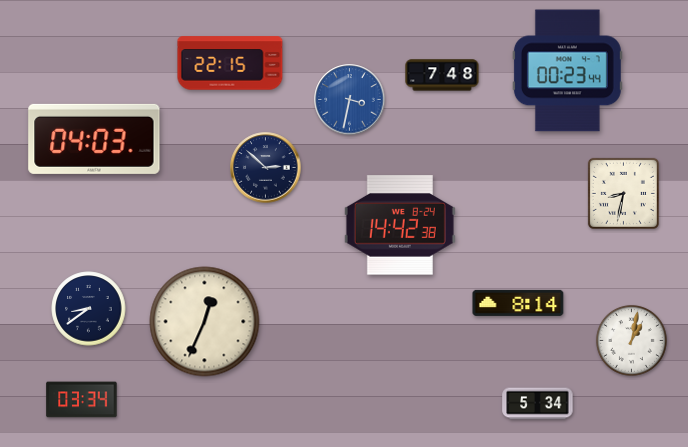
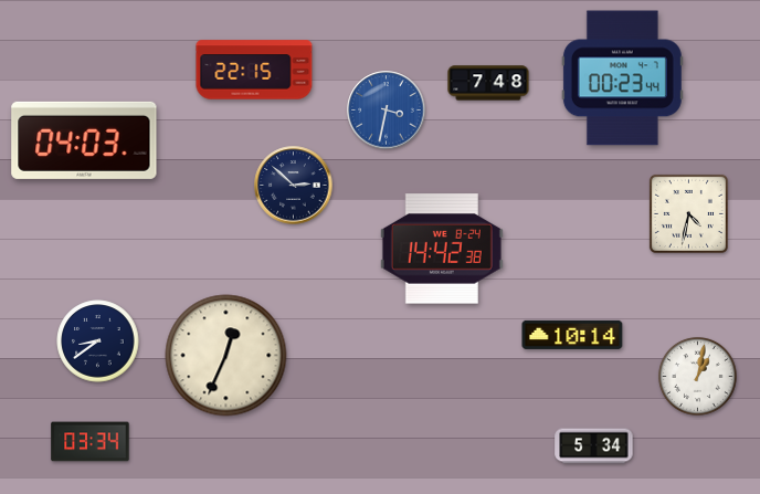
clock at (567, 71) position: (567, 71) -> (622, 78)
clock at (94, 139) position: (94, 139) -> (84, 140)
clock at (623, 193): 8:32 -> 4:32
clock at (518, 303): 8:14 -> 10:14
